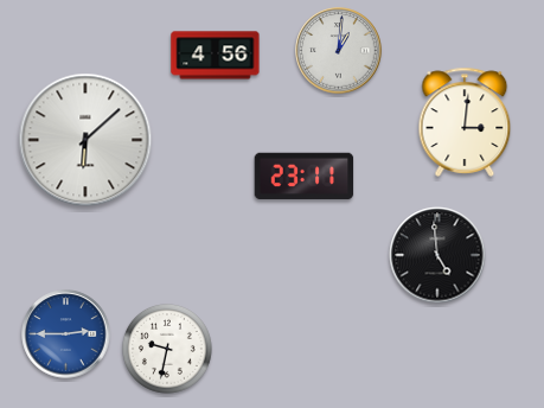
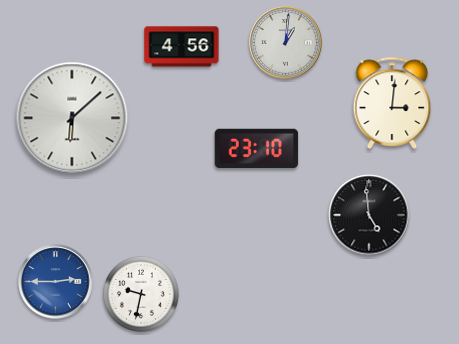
clock at (305, 177): 23:11 -> 23:10
